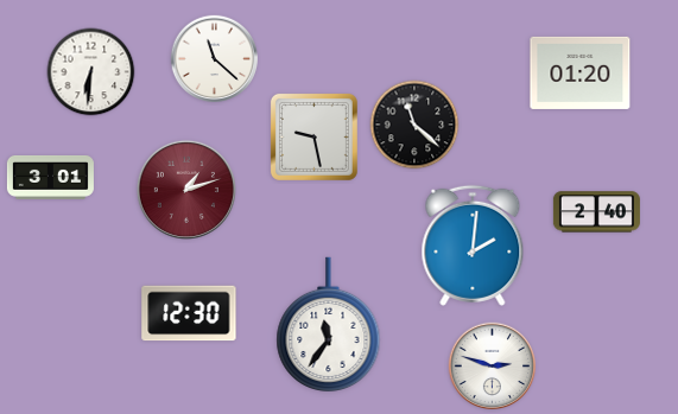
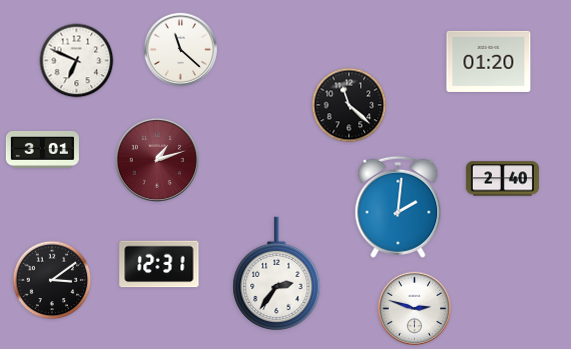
clock at (91, 72): 6:31 -> 6:49
clock at (313, 136): 9:28 -> none
clock at (189, 313): 12:30 -> 12:31
clock at (329, 324): 11:36 -> 2:36
clock at (52, 280): none -> 3:09
